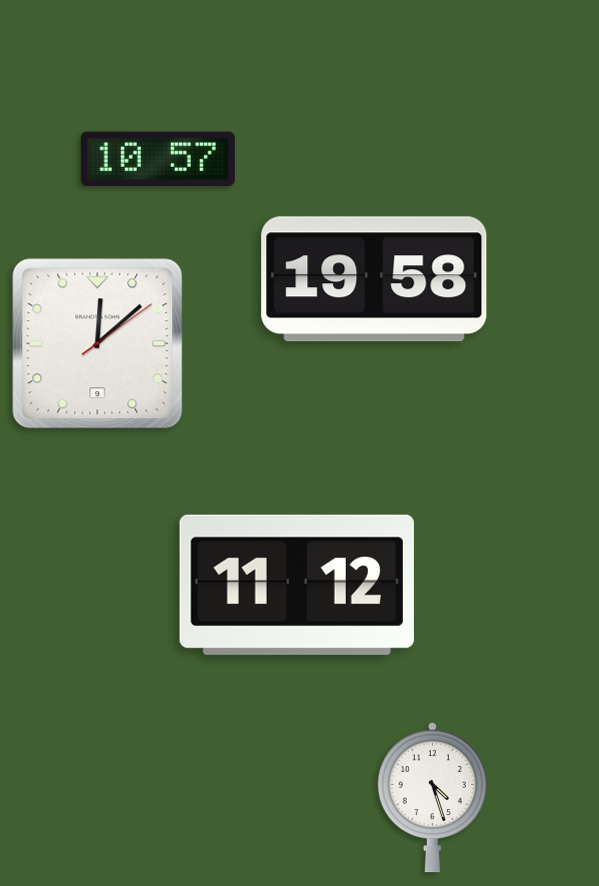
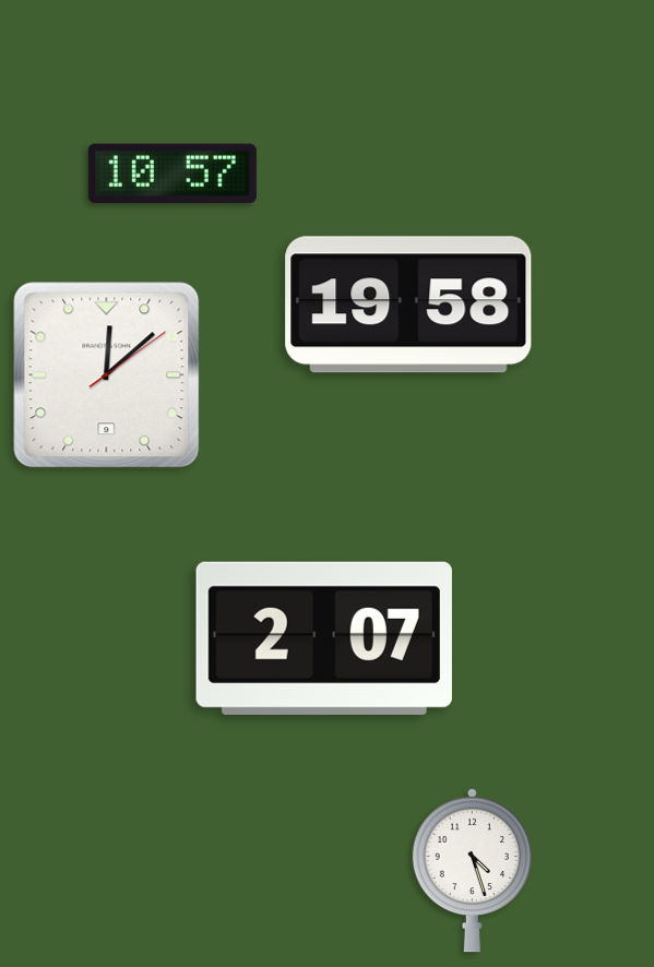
clock at (297, 585): 11:12 -> 2:07
